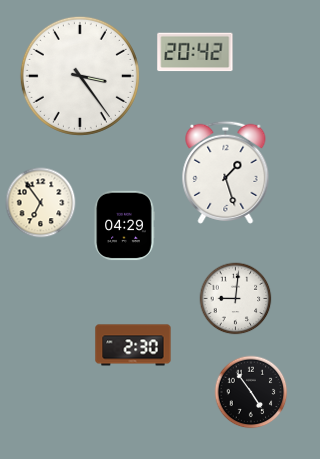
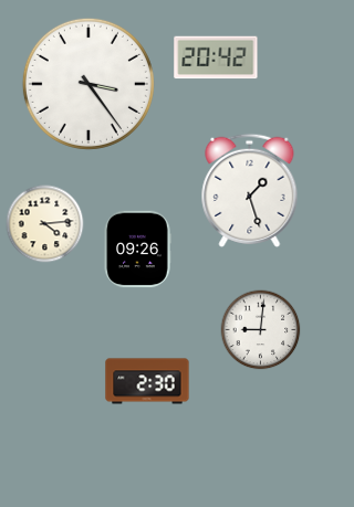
clock at (41, 203): 6:54 -> 4:14
clock at (124, 226): 04:29 -> 09:26
clock at (251, 392): 4:54 -> none
